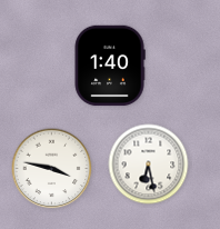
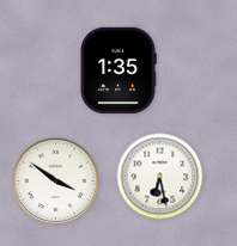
clock at (110, 66): 1:40 -> 1:35
clock at (52, 169): 3:47 -> 3:51
